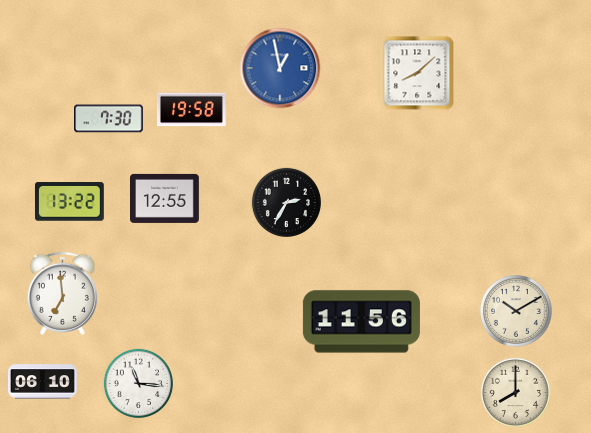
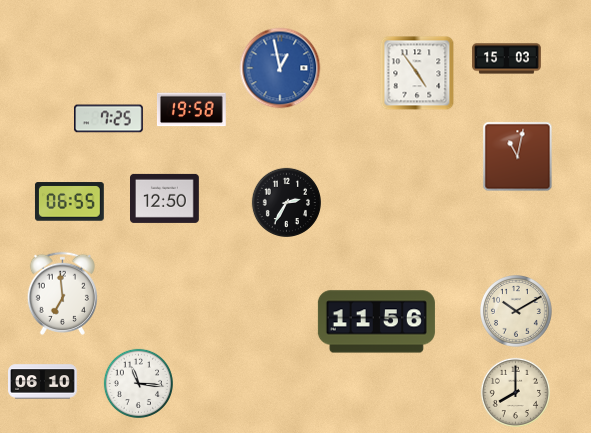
clock at (507, 59): none -> 15:03
clock at (417, 73): 8:08 -> 4:54
clock at (109, 119): 7:30 -> 7:25
clock at (518, 157): none -> 11:02
clock at (165, 198): 12:55 -> 12:50
clock at (69, 202): 13:22 -> 06:55
clock at (361, 322) position: (361, 322) -> (376, 322)
